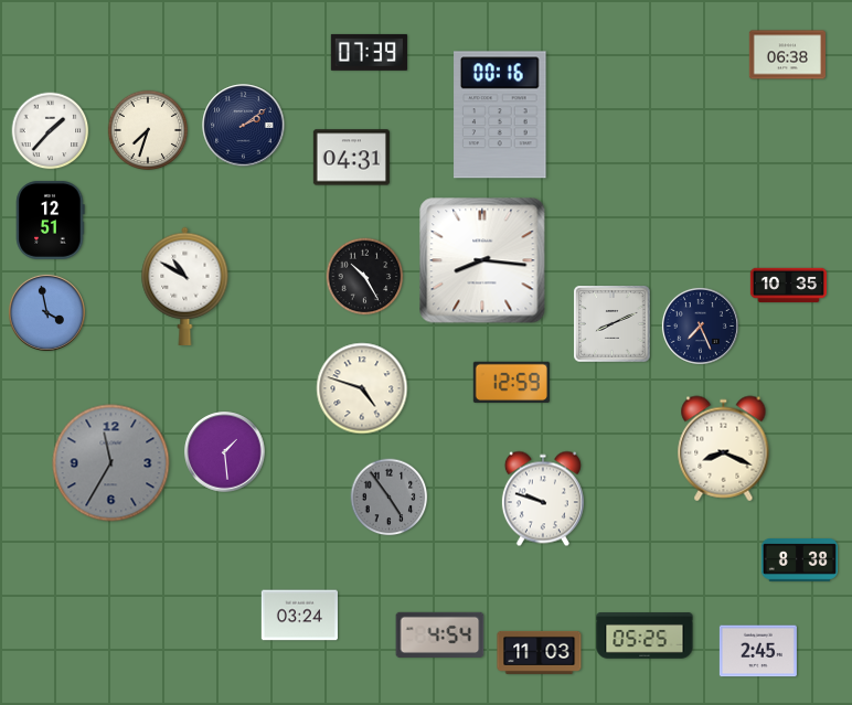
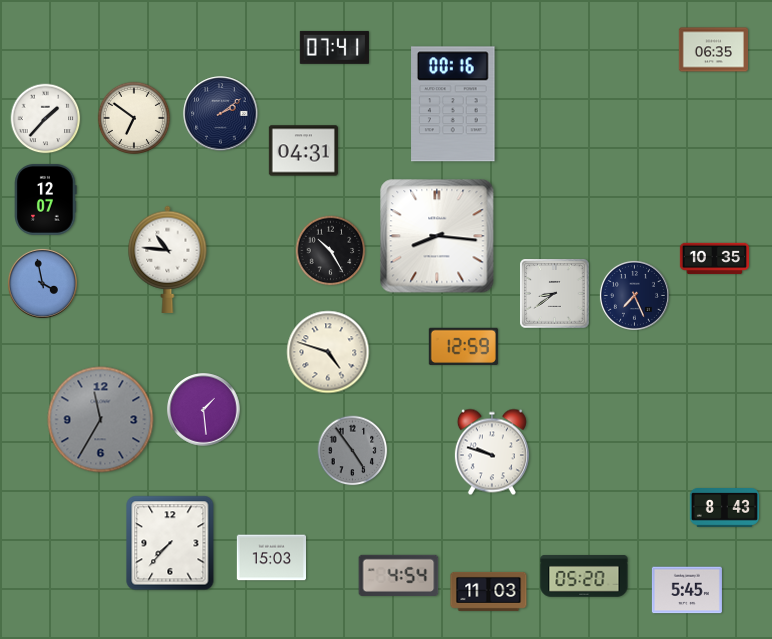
clock at (369, 52): 07:39 -> 07:41
clock at (787, 55): 06:38 -> 06:35
clock at (148, 130): 7:33 -> 6:51
clock at (351, 158) position: (351, 158) -> (303, 151)
clock at (51, 220): 12:51 -> 12:07
clock at (185, 286): 10:50 -> 10:46
clock at (613, 324): 8:11 -> 8:39
clock at (724, 449): 8:19 -> none
clock at (799, 560): 8:38 -> 8:43
clock at (170, 543): none -> 7:37
clock at (299, 616): 03:24 -> 15:03
clock at (645, 635): 05:25 -> 05:20
clock at (758, 651): 2:45 -> 5:45
